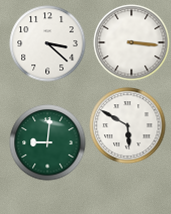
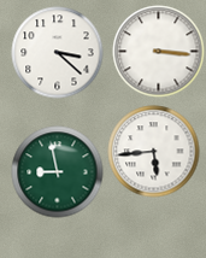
clock at (128, 126): 5:50 -> 5:44
clock at (48, 143): 9:01 -> 8:58
